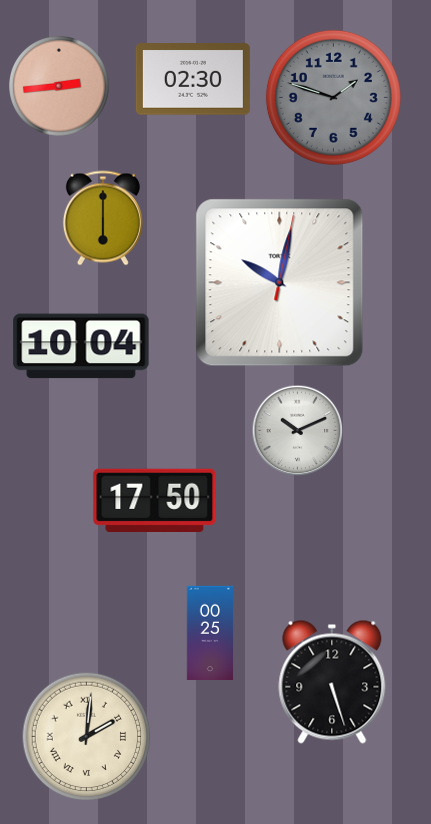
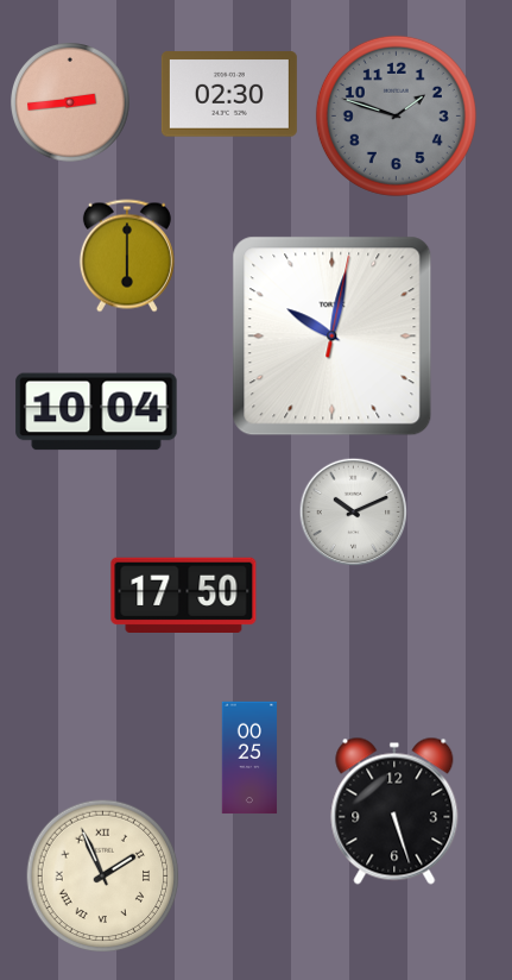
clock at (103, 218) position: (103, 218) -> (127, 256)
clock at (210, 633) position: (210, 633) -> (249, 758)
clock at (87, 737): 2:01 -> 1:56
